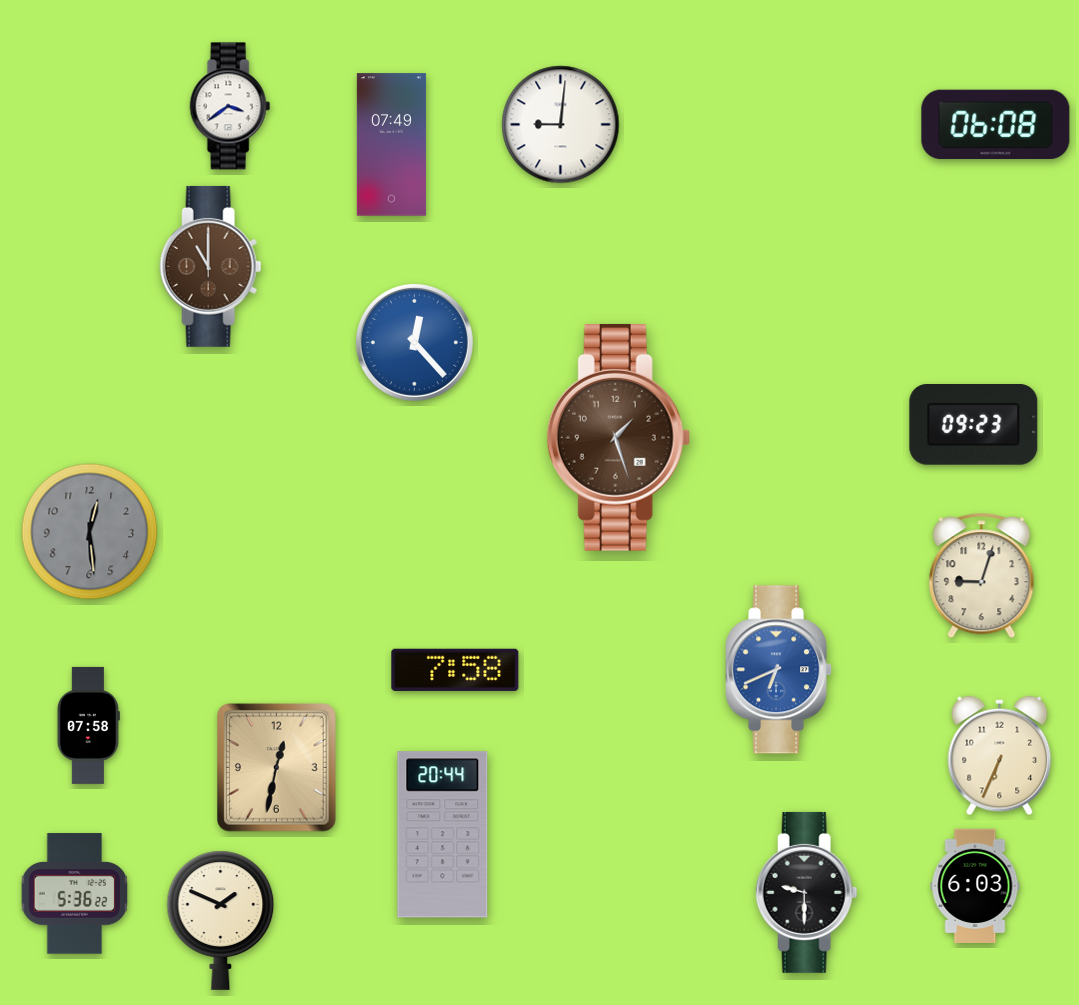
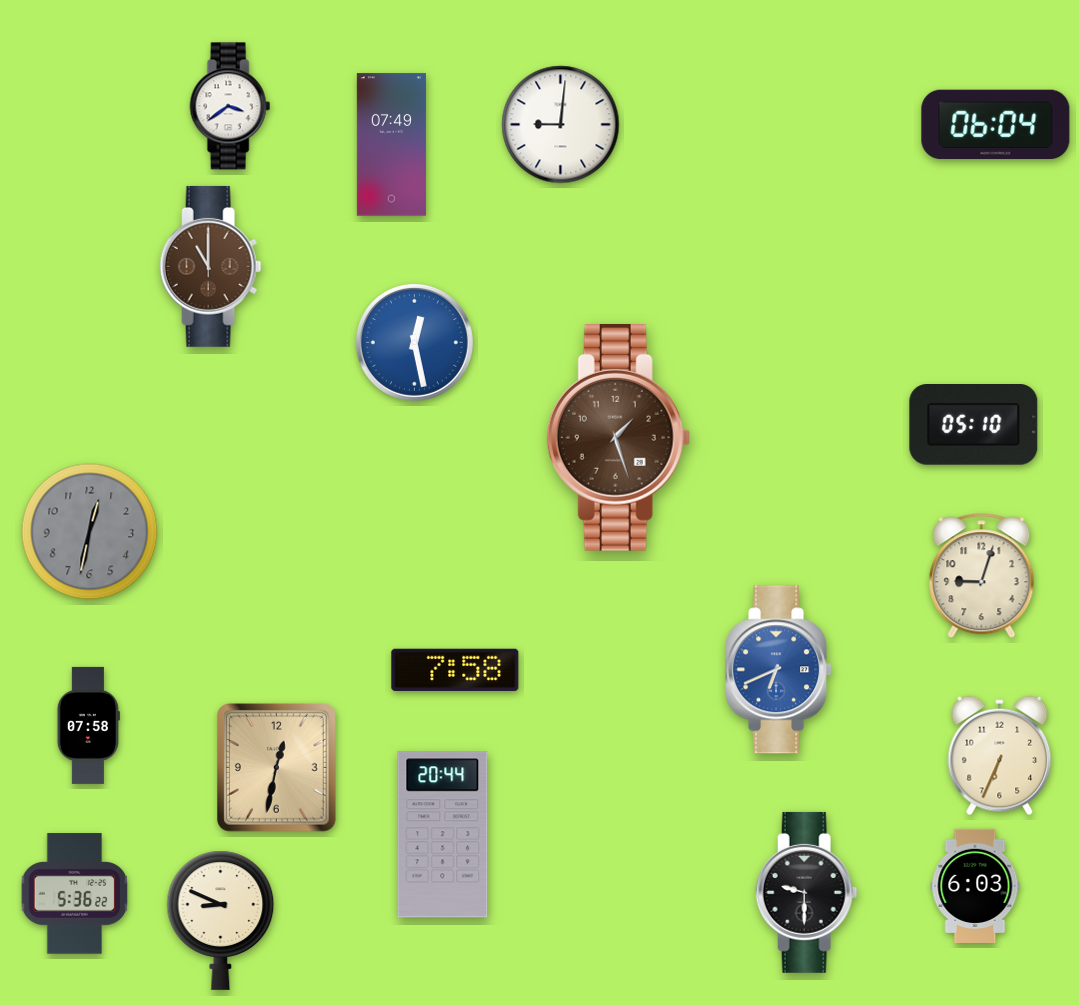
clock at (996, 125): 06:08 -> 06:04
clock at (414, 342): 12:23 -> 12:28
clock at (974, 425): 09:23 -> 05:10
clock at (90, 532): 12:29 -> 12:32
clock at (221, 920): 1:49 -> 8:49
